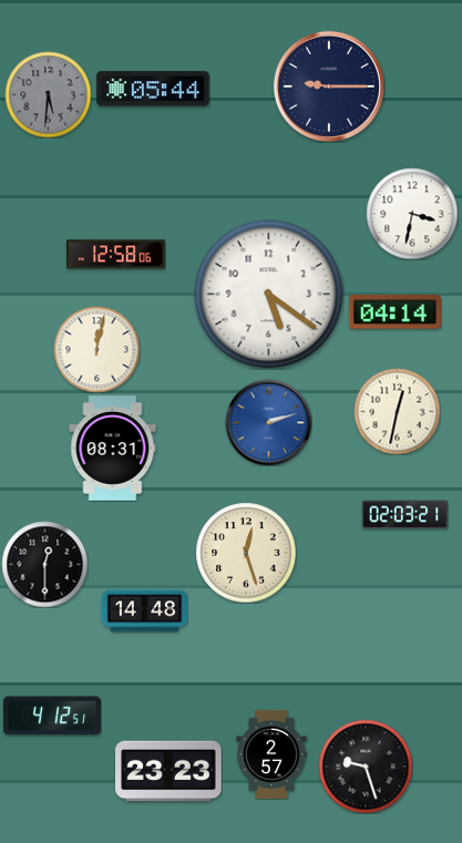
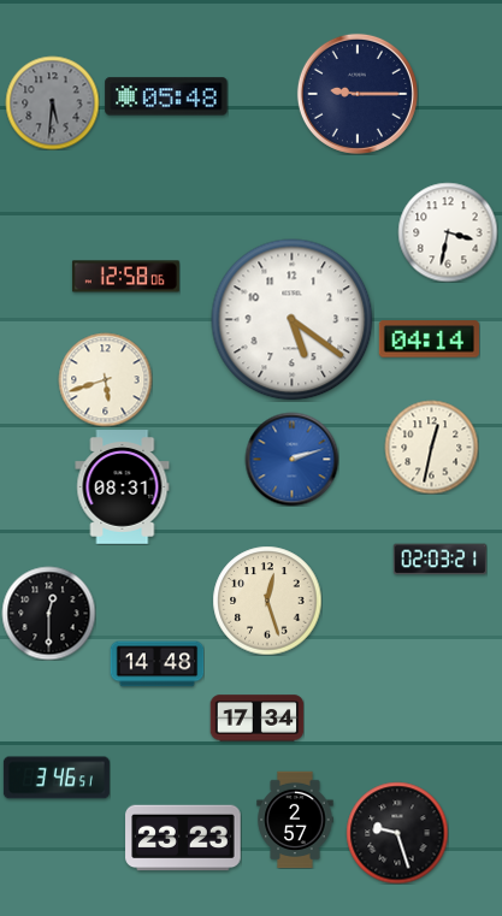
clock at (153, 89): 05:44 -> 05:48
clock at (96, 349): 12:02 -> 5:42
clock at (256, 719): none -> 17:34
clock at (52, 716): 4:12 -> 3:46
